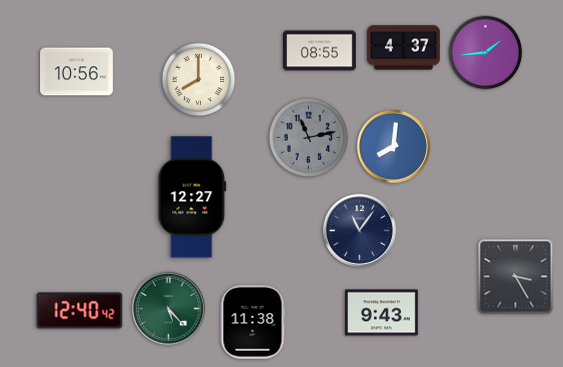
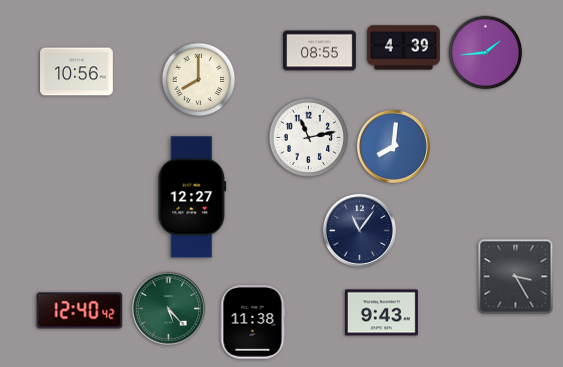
clock at (404, 48): 4:37 -> 4:39
clock at (308, 137) dial: grey -> white
